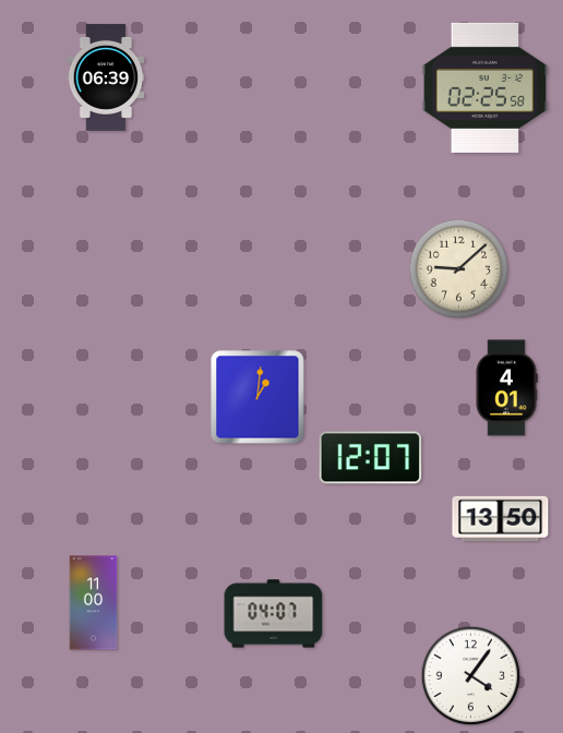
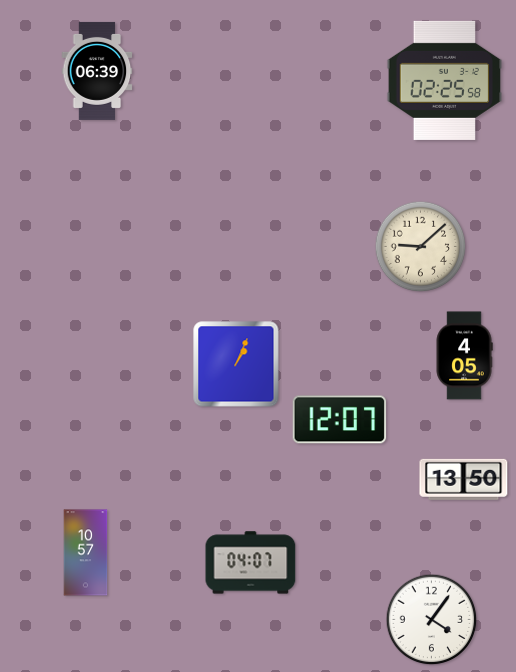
clock at (506, 388): 4:01 -> 4:05
clock at (257, 397): 1:01 -> 1:04
clock at (501, 518) position: (501, 518) -> (464, 479)
clock at (94, 603): 11:00 -> 10:57
